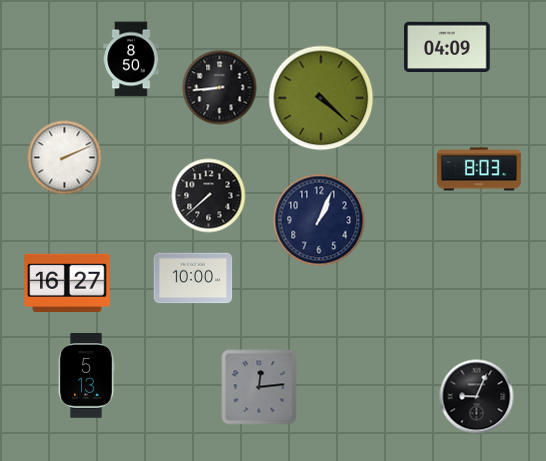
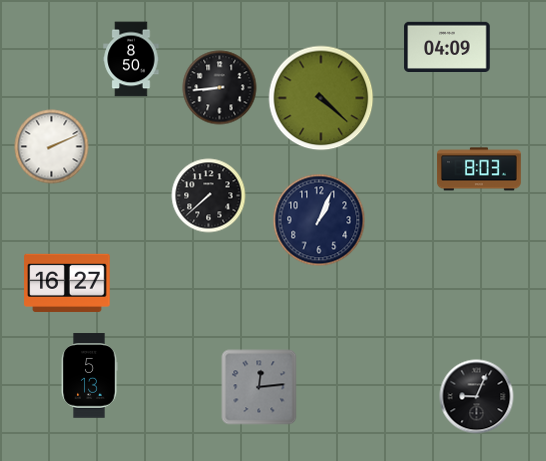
clock at (65, 158) position: (65, 158) -> (52, 147)
clock at (193, 278): 10:00 -> none
clock at (86, 376) position: (86, 376) -> (89, 376)
